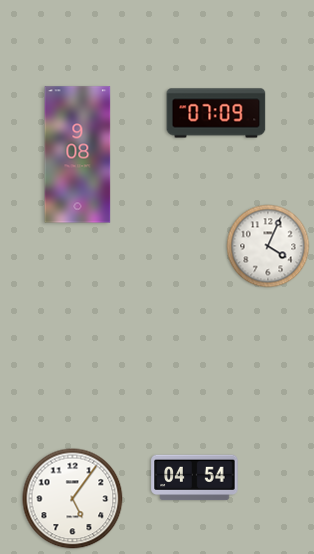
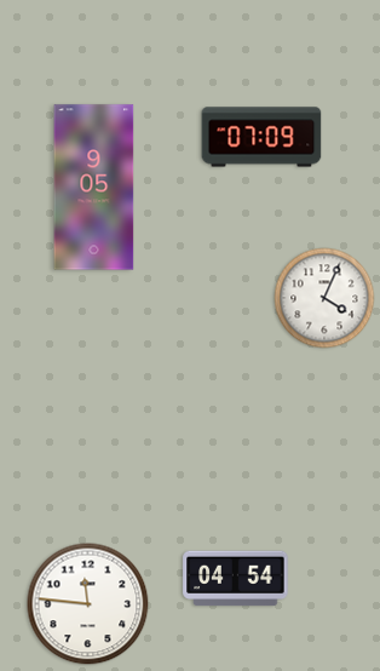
clock at (78, 155): 9:08 -> 9:05
clock at (73, 499): 5:06 -> 11:46
